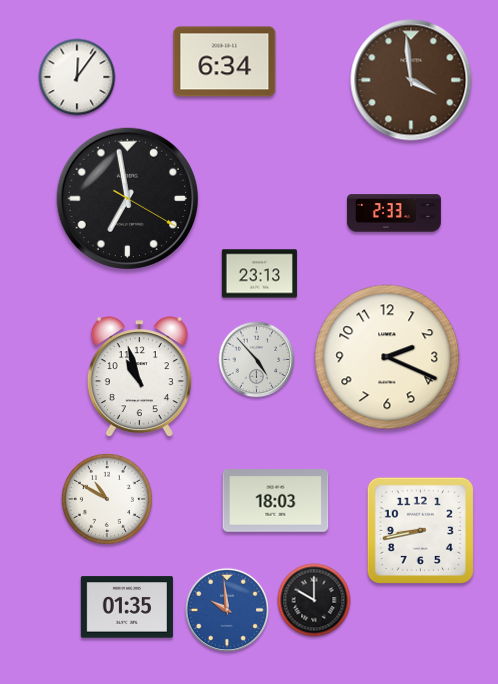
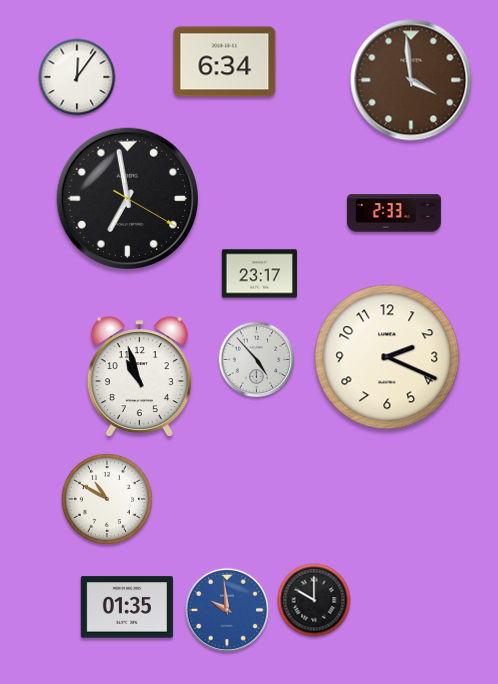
clock at (259, 274): 23:13 -> 23:17
clock at (276, 501): 18:03 -> none
clock at (420, 530): 8:43 -> none
